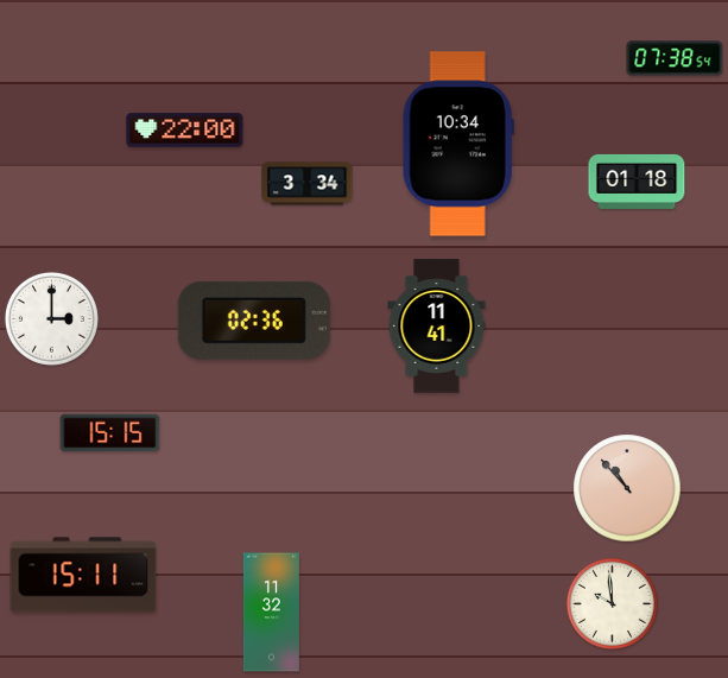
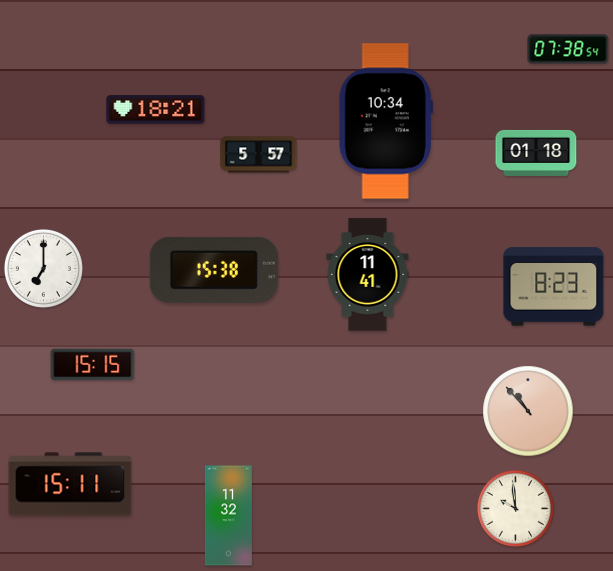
clock at (185, 131): 22:00 -> 18:21
clock at (308, 184): 3:34 -> 5:57
clock at (51, 318): 3:00 -> 7:00
clock at (254, 321): 02:36 -> 15:38
clock at (554, 287): none -> 8:23
